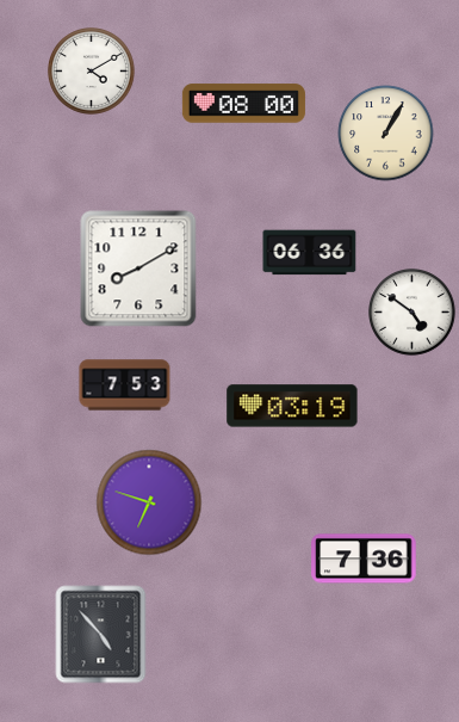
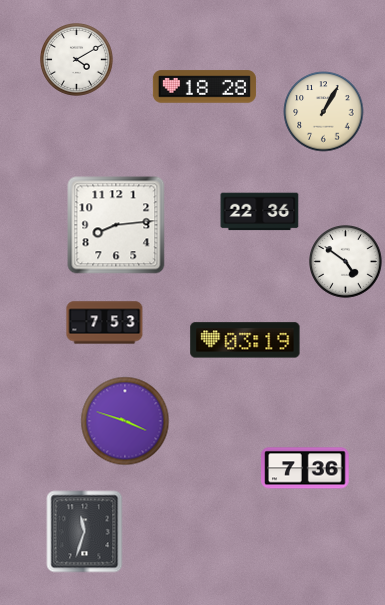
clock at (243, 104): 08:00 -> 18:28
clock at (310, 253): 06:36 -> 22:36
clock at (138, 269): 8:10 -> 8:14
clock at (149, 502): 6:48 -> 3:48
clock at (101, 635): 4:53 -> 11:33
